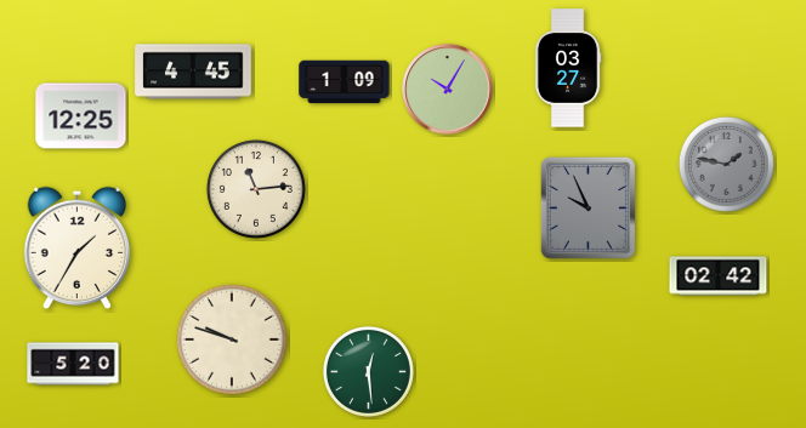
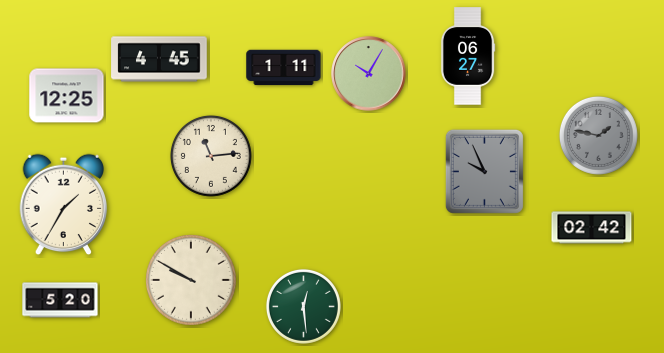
clock at (568, 68): 03:27 -> 06:27
clock at (345, 82): 1:09 -> 1:11
clock at (232, 339): 9:48 -> 9:50
